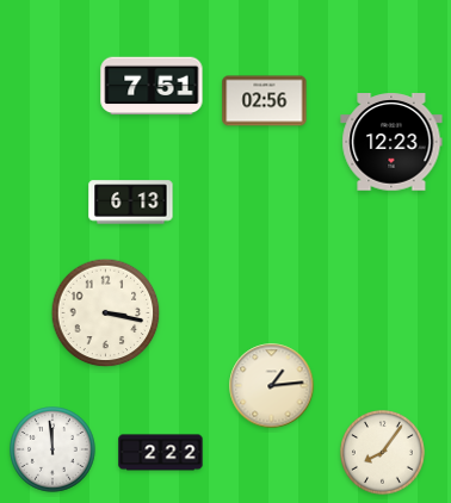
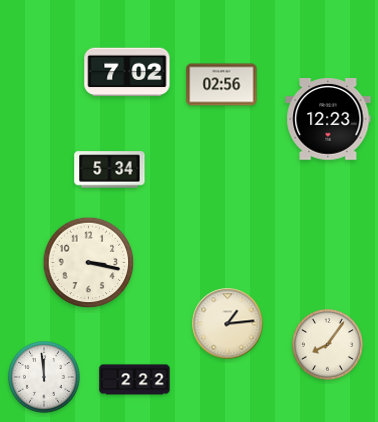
clock at (152, 86): 7:51 -> 7:02
clock at (131, 203): 6:13 -> 5:34
clock at (383, 453) position: (383, 453) -> (328, 345)
